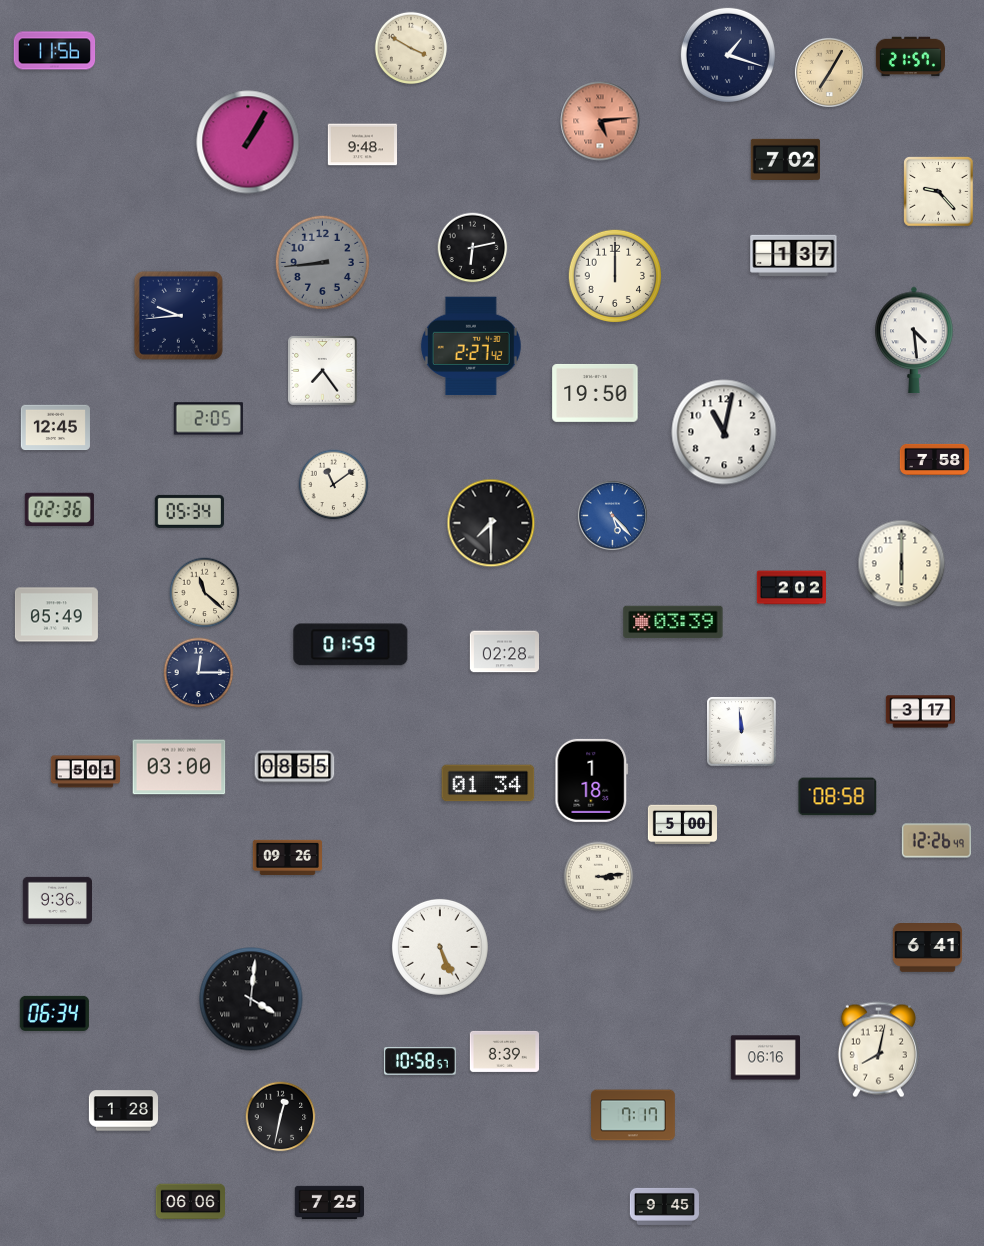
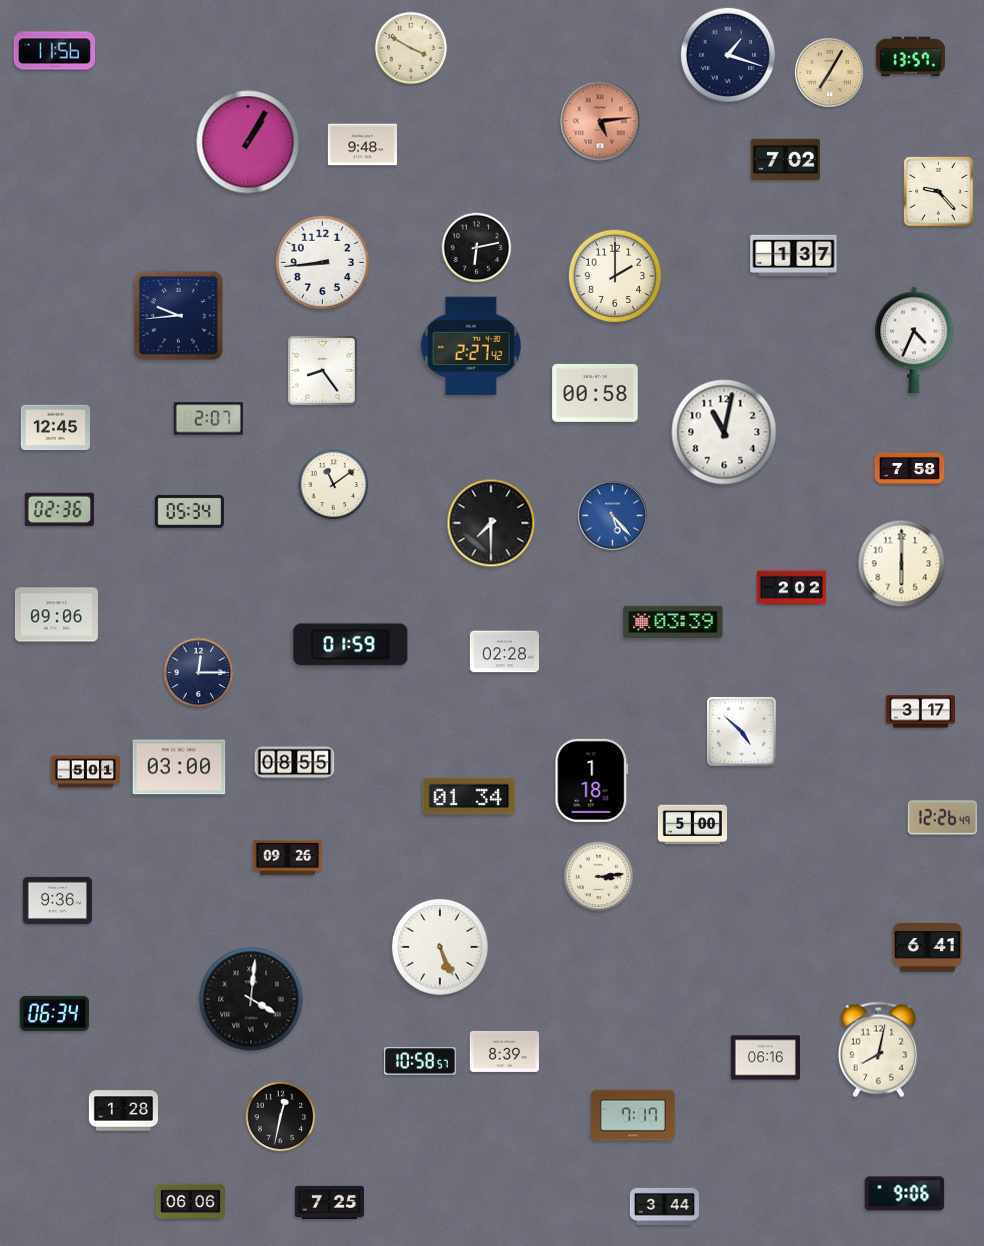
clock at (910, 57): 21:57 -> 13:57
clock at (473, 248) position: (473, 248) -> (477, 248)
clock at (322, 262) dial: grey -> white
clock at (614, 275): 12:00 -> 2:00
clock at (914, 340): 4:29 -> 4:34
clock at (323, 371): 7:24 -> 8:24
clock at (595, 393): 19:50 -> 00:58
clock at (208, 419): 2:05 -> 2:07
clock at (934, 459) position: (934, 459) -> (909, 468)
clock at (205, 593): 11:22 -> none
clock at (56, 615): 05:49 -> 09:06
clock at (742, 732): 11:59 -> 4:52
clock at (295, 767) position: (295, 767) -> (295, 763)
clock at (488, 783) position: (488, 783) -> (469, 796)
clock at (838, 797): 08:58 -> none
clock at (682, 825) position: (682, 825) -> (692, 825)
clock at (936, 841) position: (936, 841) -> (942, 818)
clock at (905, 1194): none -> 9:06
clock at (664, 1206): 9:45 -> 3:44
